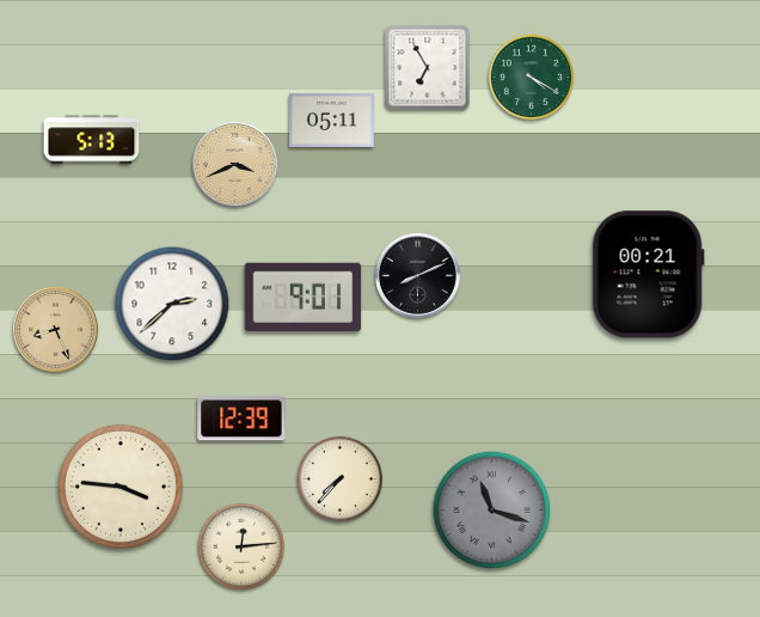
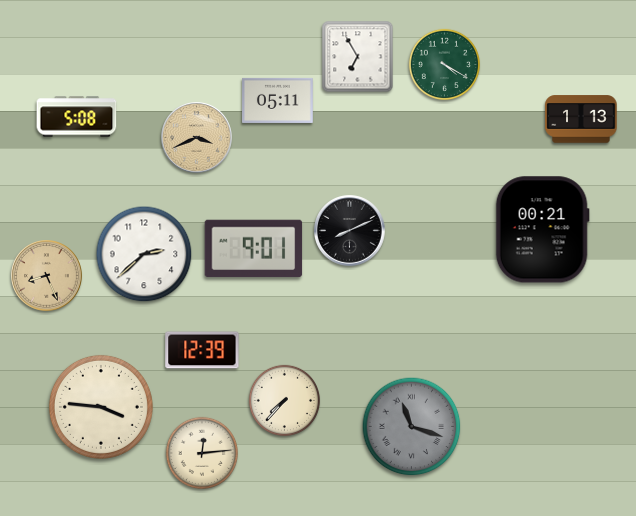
clock at (92, 140): 5:13 -> 5:08
clock at (581, 119): none -> 1:13
clock at (240, 545) position: (240, 545) -> (201, 452)
